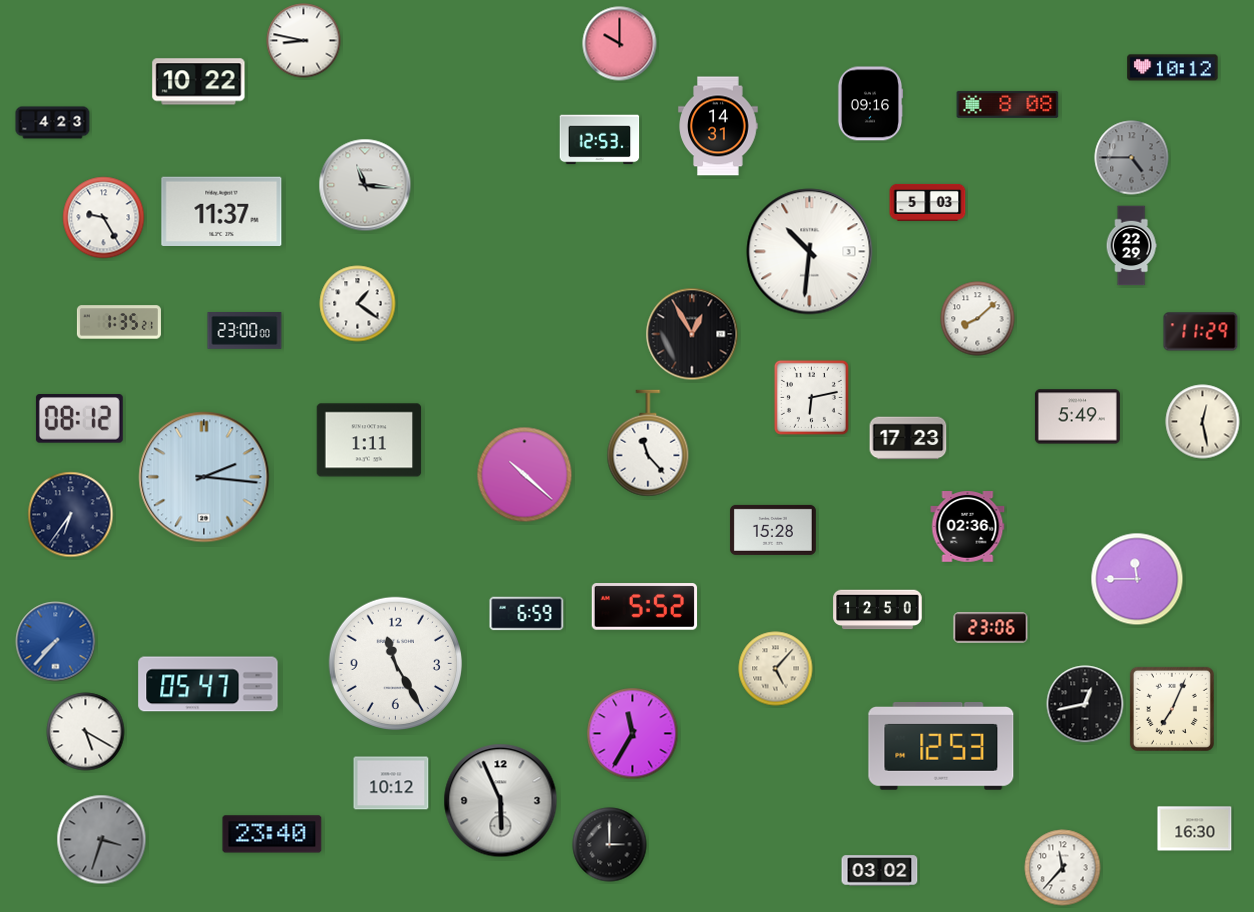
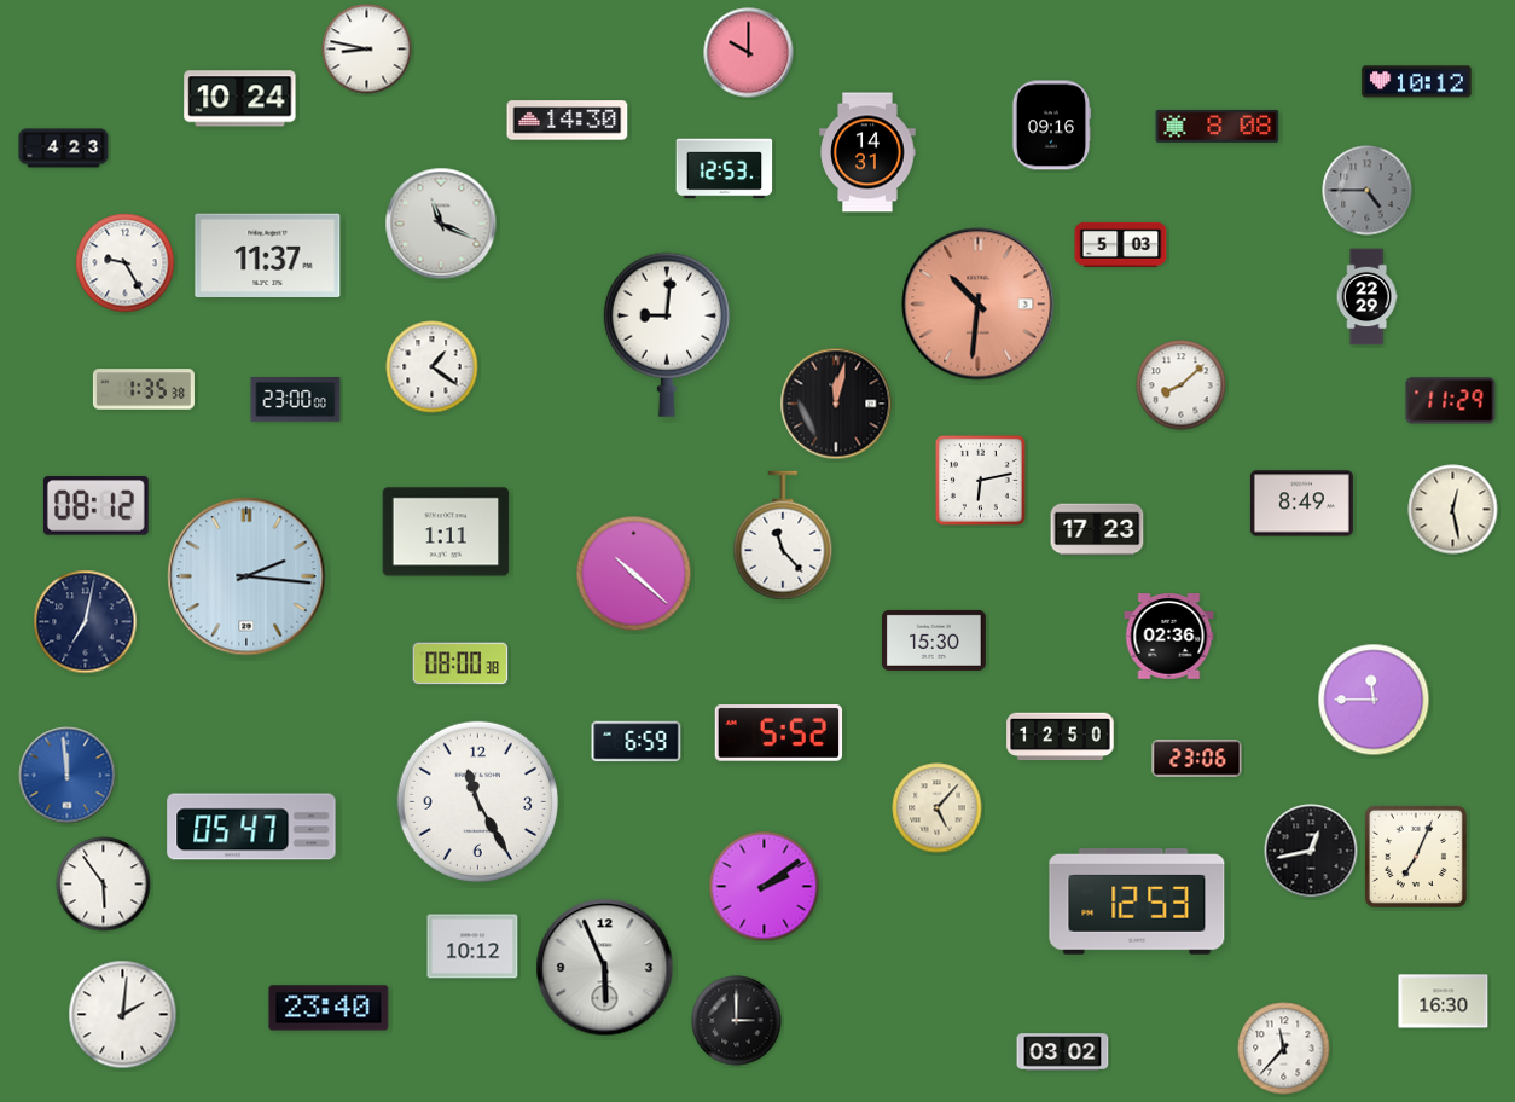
clock at (199, 82): 10:22 -> 10:24
clock at (568, 121): none -> 14:30
clock at (365, 185): 11:16 -> 11:19
clock at (810, 252) dial: white -> salmon
clock at (667, 335): none -> 9:01
clock at (119, 322): 1:35:21 -> 1:35:38
clock at (692, 334): 12:55 -> 12:02
clock at (1077, 417): 5:49 -> 8:49
clock at (71, 515): 6:36 -> 7:02
clock at (773, 530): 15:28 -> 15:30
clock at (460, 663): none -> 08:00
clock at (56, 642): 7:37 -> 11:59
clock at (86, 732): 5:20 -> 5:54
clock at (633, 734): 11:35 -> 2:09
clock at (102, 840): 3:33 -> 2:01
clock at (102, 840) dial: grey -> white
